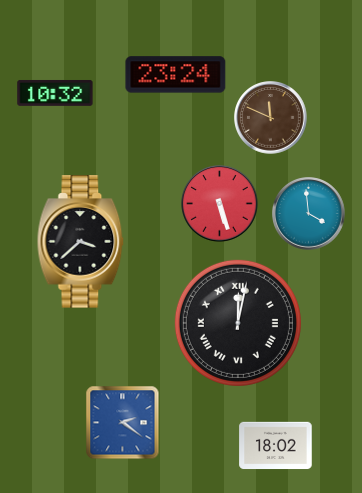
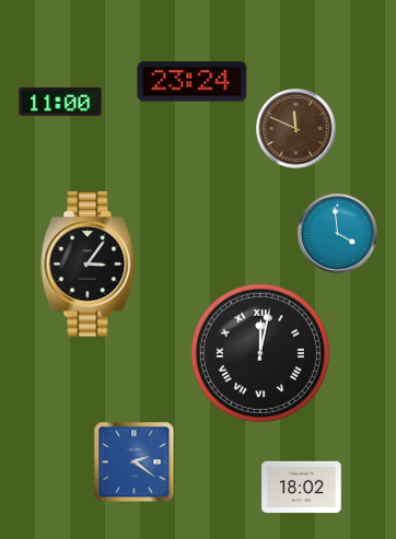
clock at (55, 93): 10:32 -> 11:00
clock at (220, 204): 5:27 -> none
clock at (81, 242): 3:38 -> 3:06
